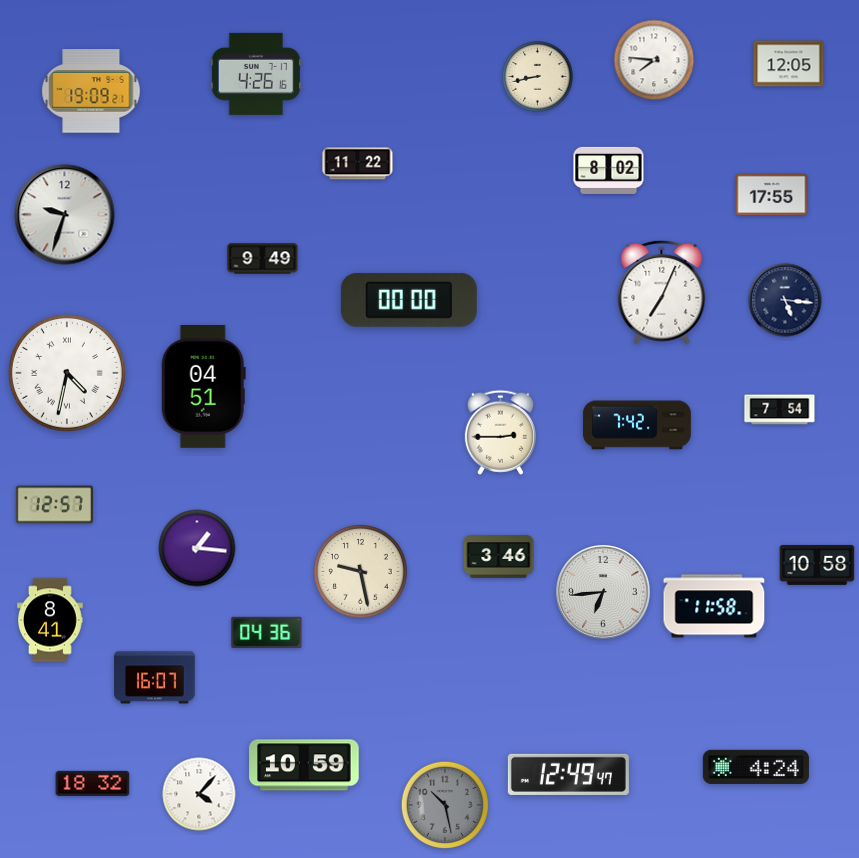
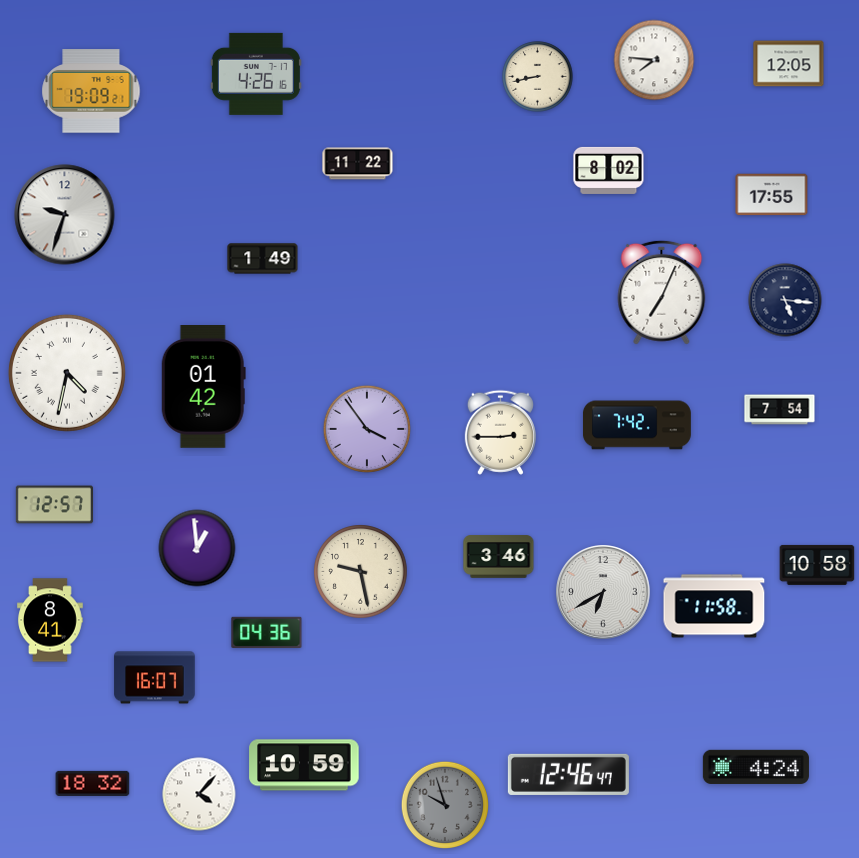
clock at (263, 259): 9:49 -> 1:49
clock at (409, 300): 00:00 -> none
clock at (203, 387): 04:51 -> 01:42
clock at (366, 428): none -> 3:54
clock at (197, 548): 1:16 -> 12:59
clock at (604, 593): 6:44 -> 6:40
clock at (568, 774): 12:49 -> 12:46
clock at (444, 804): 10:28 -> 9:57
